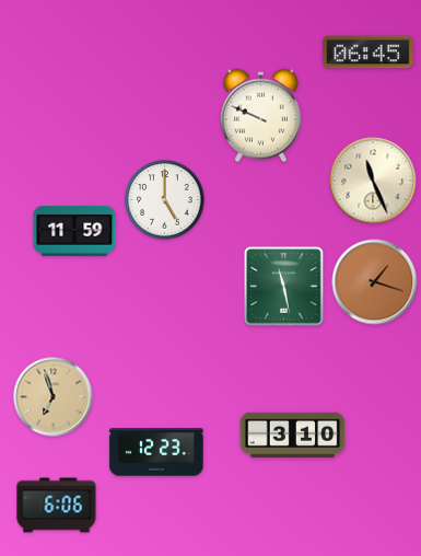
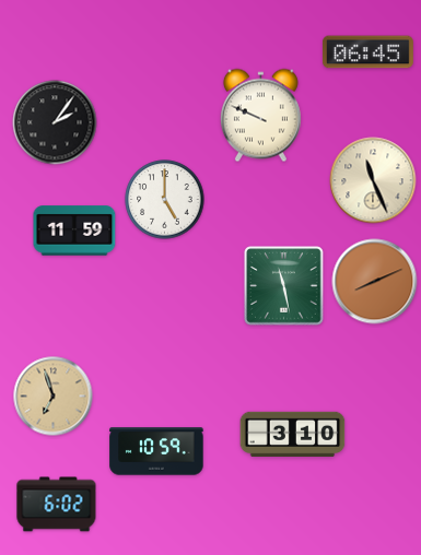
clock at (55, 122): none -> 2:06
clock at (375, 282): 1:18 -> 8:11
clock at (156, 452): 12:23 -> 10:59
clock at (57, 506): 6:06 -> 6:02
